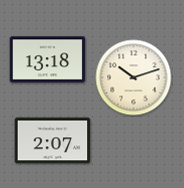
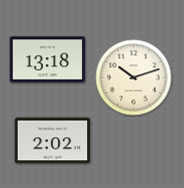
clock at (53, 141): 2:07 -> 2:02
